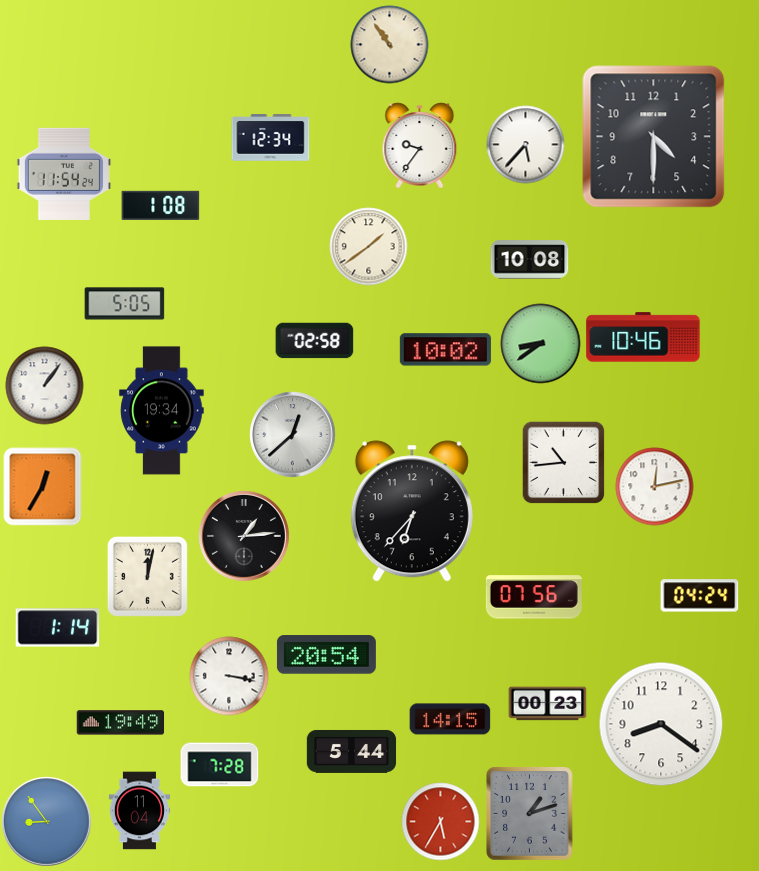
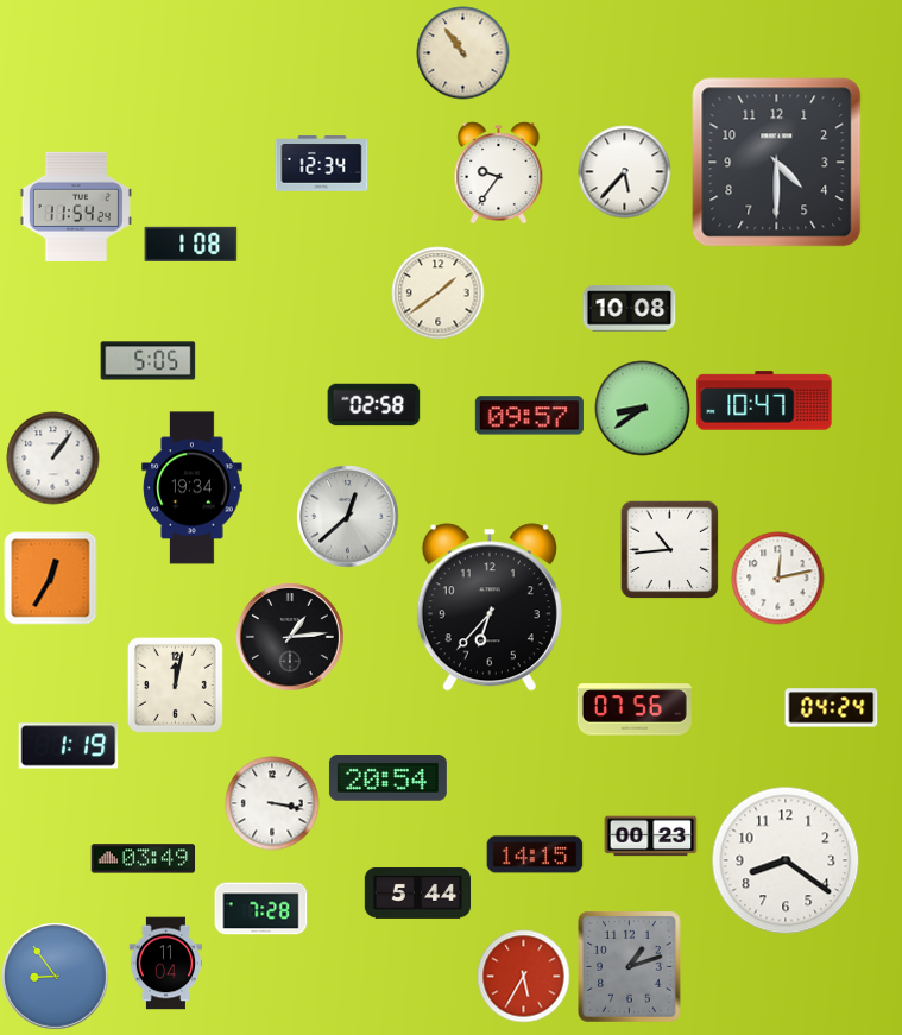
clock at (643, 337): 10:46 -> 10:47
clock at (445, 350): 10:02 -> 09:57
clock at (57, 628): 1:14 -> 1:19
clock at (120, 723): 19:49 -> 03:49
